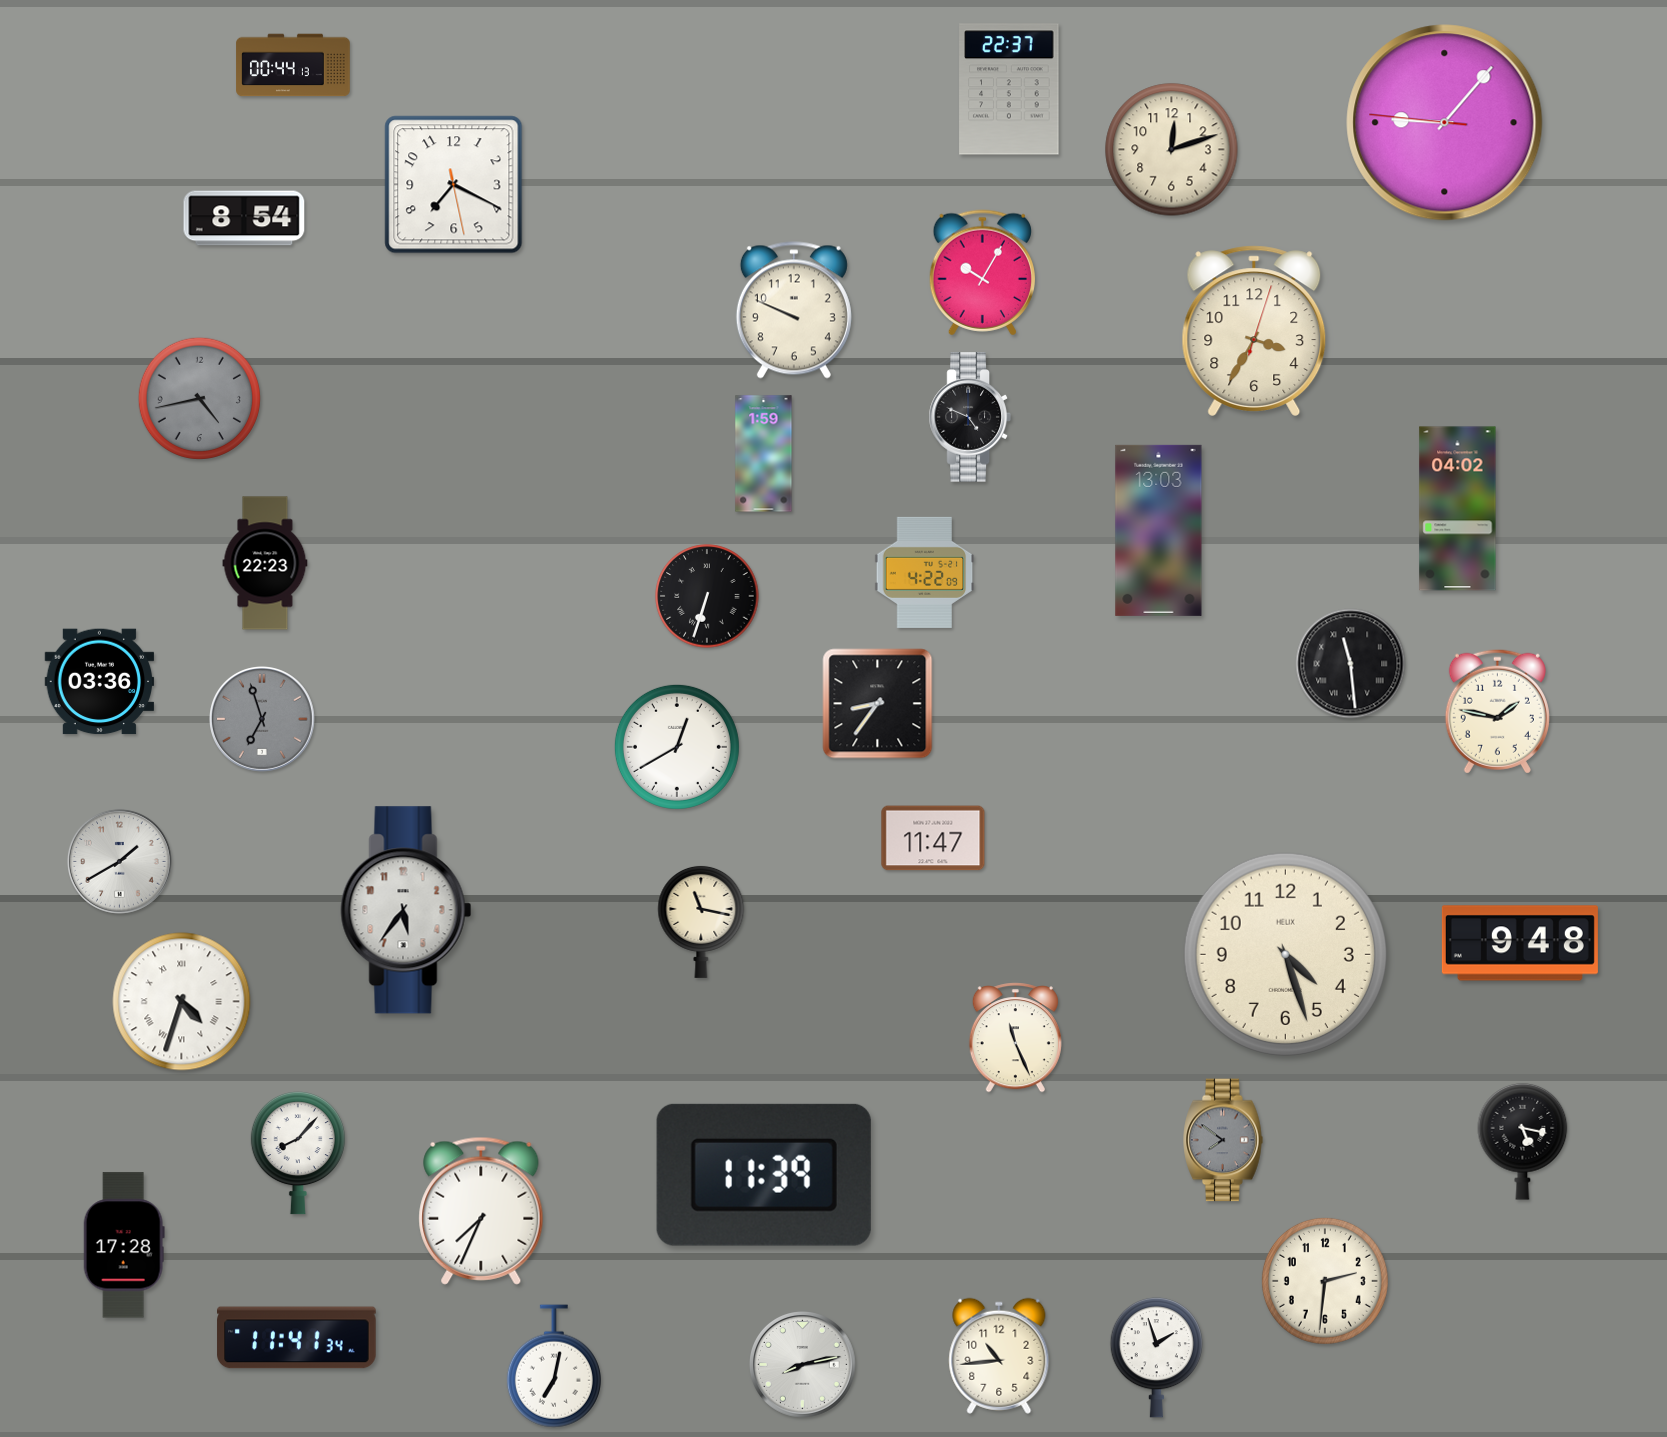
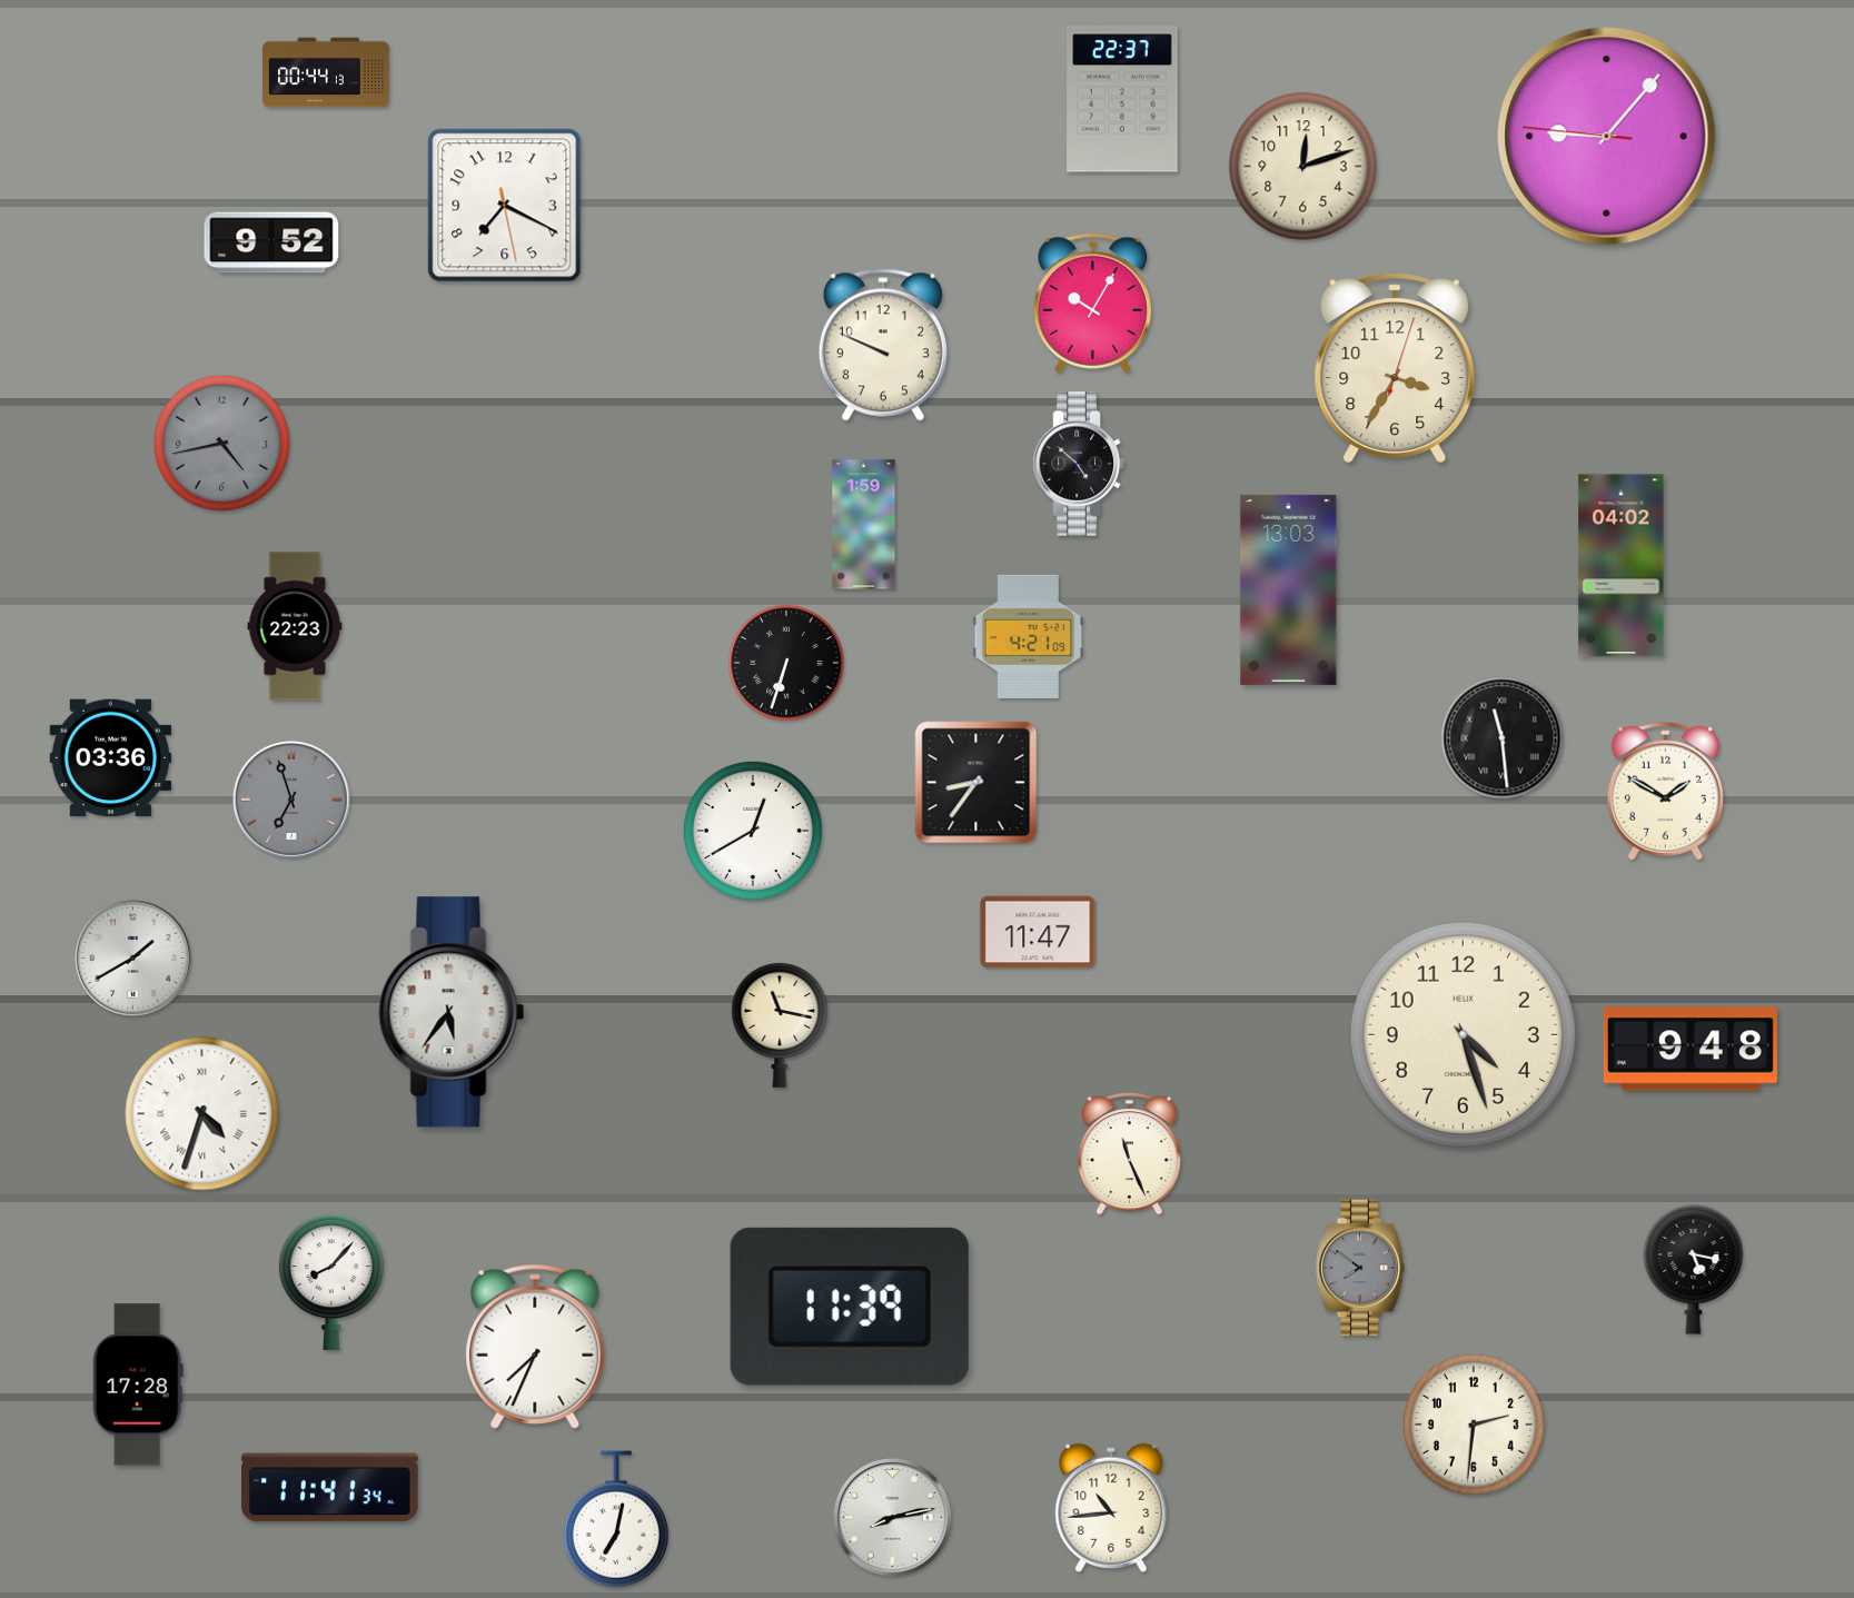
clock at (244, 218): 8:54 -> 9:52
clock at (970, 417): 4:49 -> 4:52
clock at (764, 454) position: (764, 454) -> (864, 525)
clock at (925, 572): 4:22 -> 4:21
clock at (1497, 711): 1:47 -> 1:50
clock at (1285, 954) position: (1285, 954) -> (1463, 1034)
clock at (1156, 1358): 1:57 -> none
